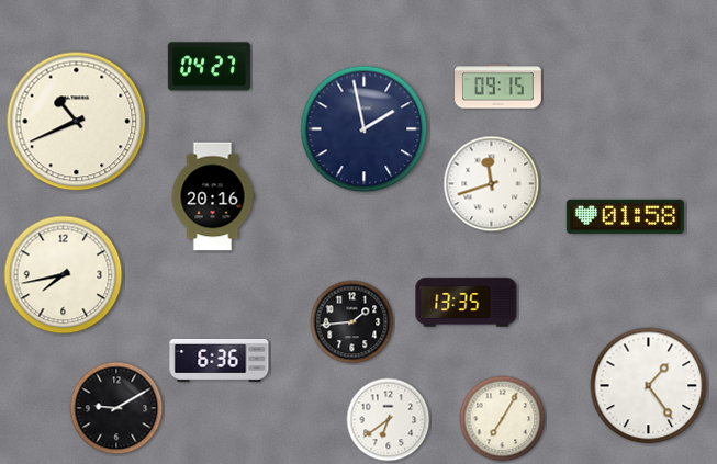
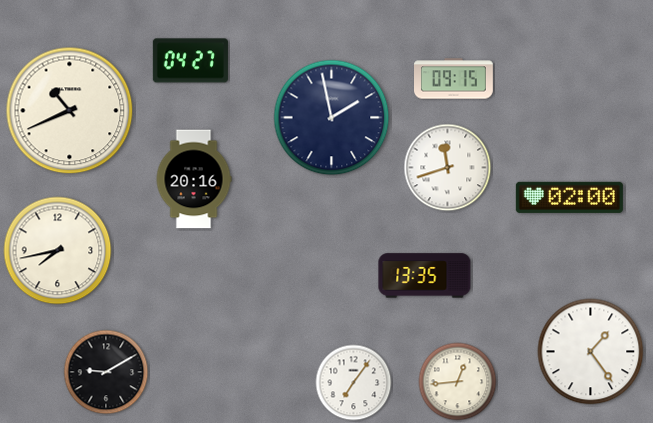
clock at (625, 216): 01:58 -> 02:00
clock at (352, 322): 1:44 -> none
clock at (220, 360): 6:36 -> none
clock at (503, 419): 7:05 -> 12:44
clock at (389, 420): 6:39 -> 7:06
